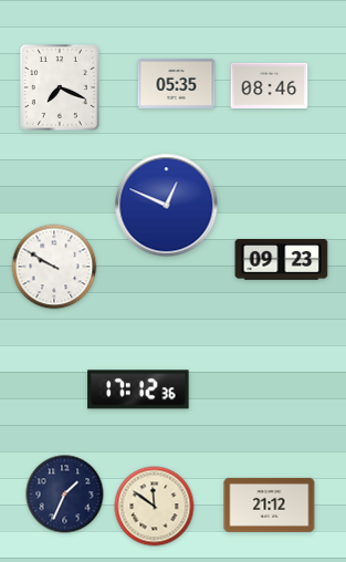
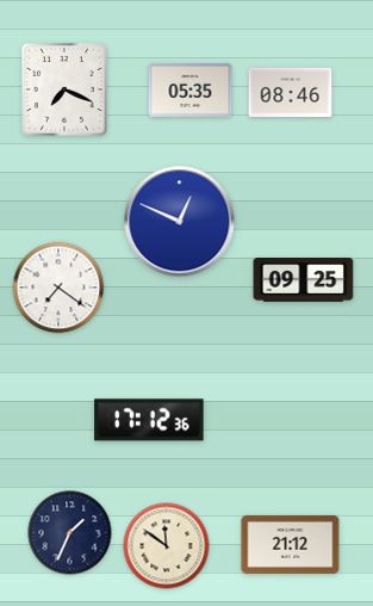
clock at (60, 87) position: (60, 87) -> (64, 89)
clock at (282, 260): 09:23 -> 09:25
clock at (54, 267): 9:50 -> 7:21
